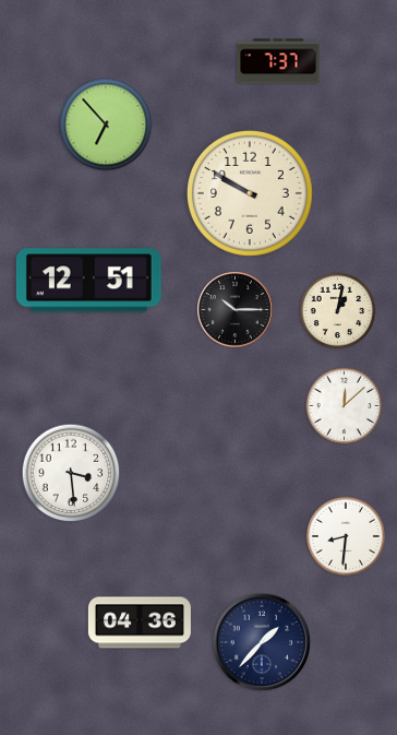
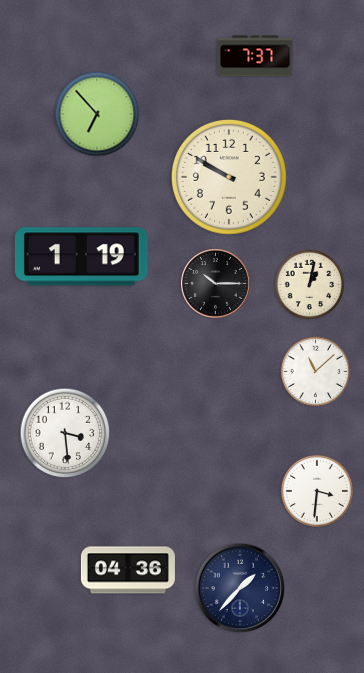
clock at (88, 281): 12:51 -> 1:19
clock at (345, 406): 12:08 -> 11:08
clock at (346, 536): 8:31 -> 3:31
